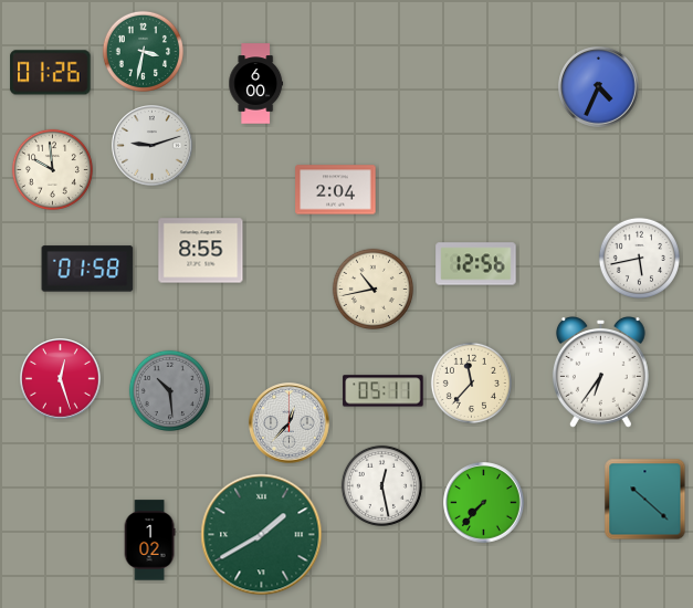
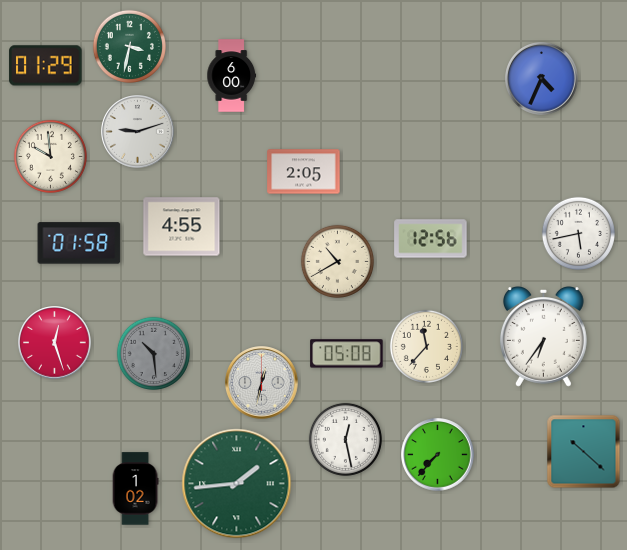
clock at (51, 73): 01:26 -> 01:29
clock at (52, 169) position: (52, 169) -> (50, 156)
clock at (336, 190): 2:04 -> 2:05
clock at (201, 251): 8:55 -> 4:55
clock at (372, 289): 10:43 -> 10:40
clock at (384, 391): 05:11 -> 05:08
clock at (290, 423): 12:37 -> 12:32
clock at (262, 535): 1:40 -> 1:44
